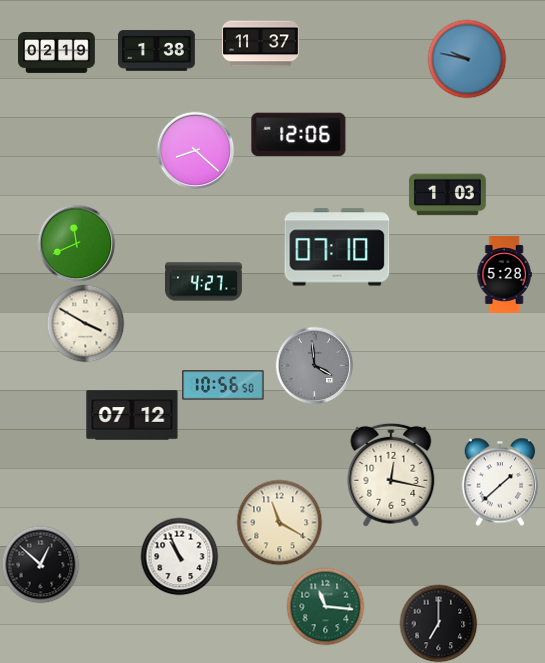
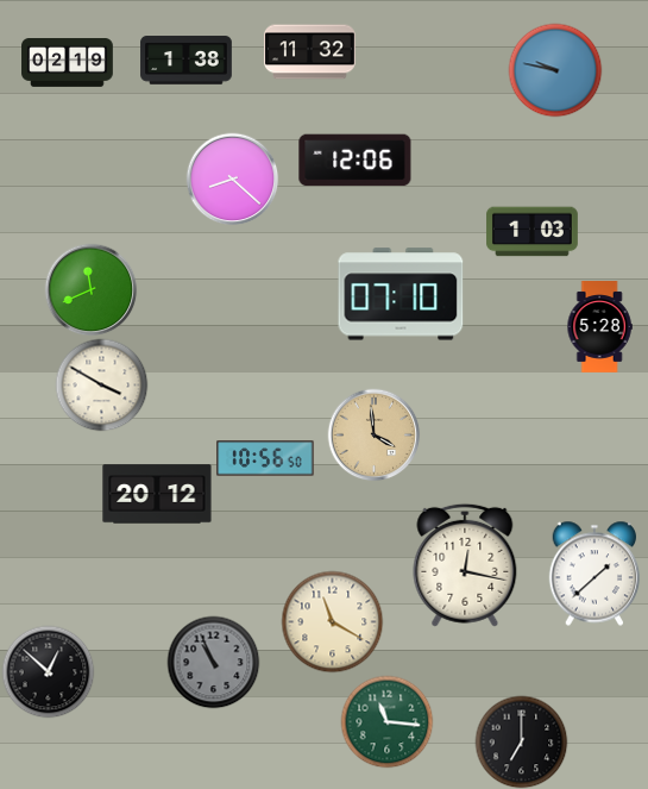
clock at (261, 44): 11:37 -> 11:32
clock at (204, 282): 4:27 -> none
clock at (314, 365) dial: grey -> champagne
clock at (132, 415): 07:12 -> 20:12
clock at (179, 556) dial: white -> grey
